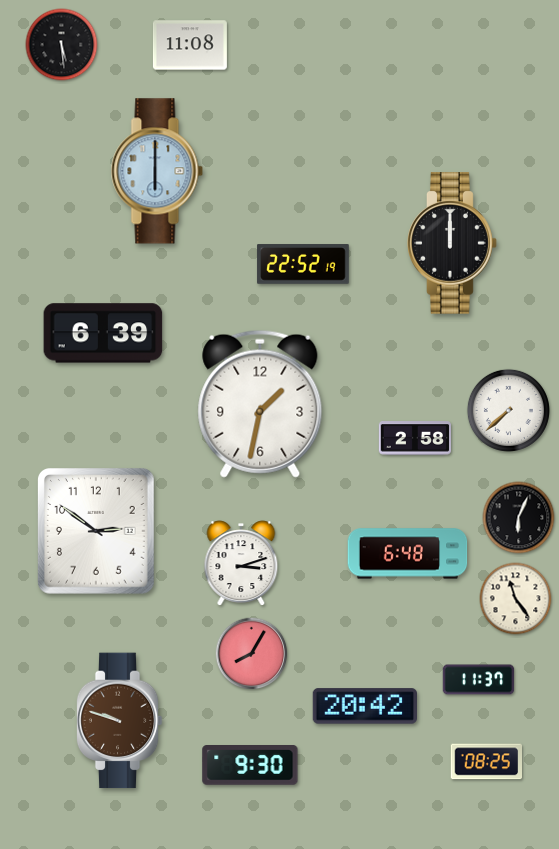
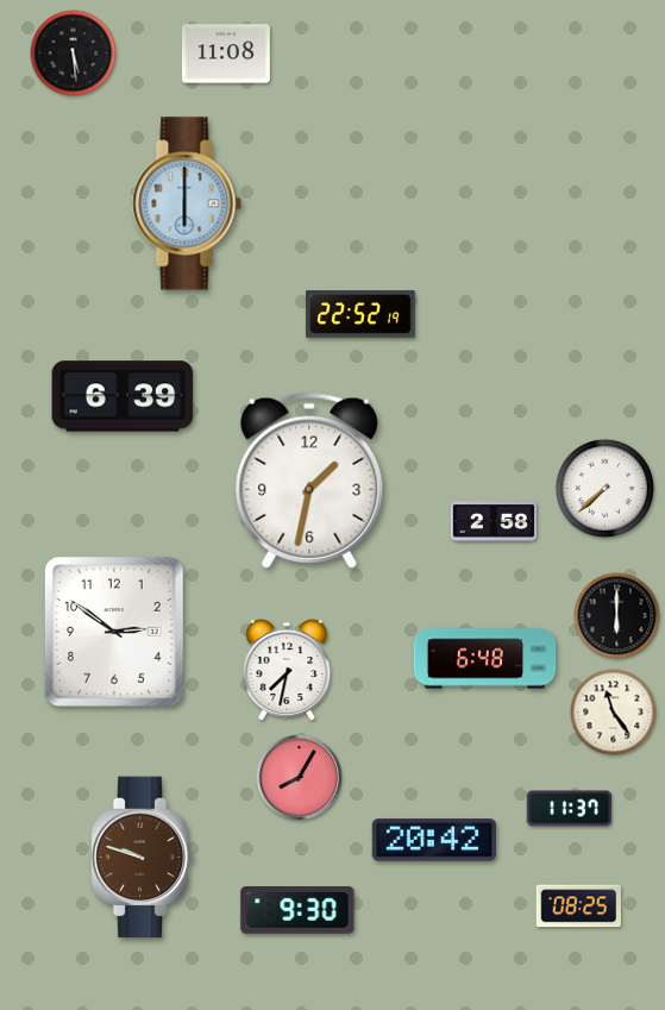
clock at (452, 243): 12:00 -> none
clock at (519, 518): 6:04 -> 6:00
clock at (241, 563): 3:12 -> 7:32
